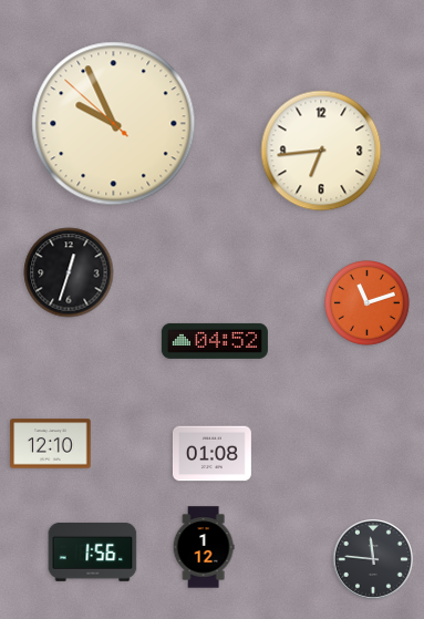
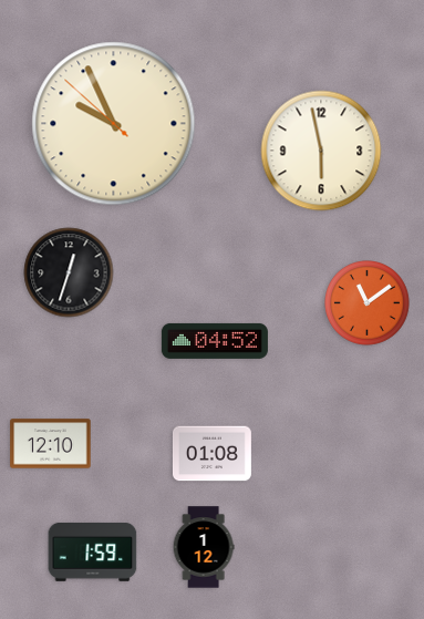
clock at (321, 151): 6:44 -> 5:58
clock at (368, 303): 11:12 -> 11:09
clock at (93, 551): 1:56 -> 1:59
clock at (374, 560): 11:46 -> none
